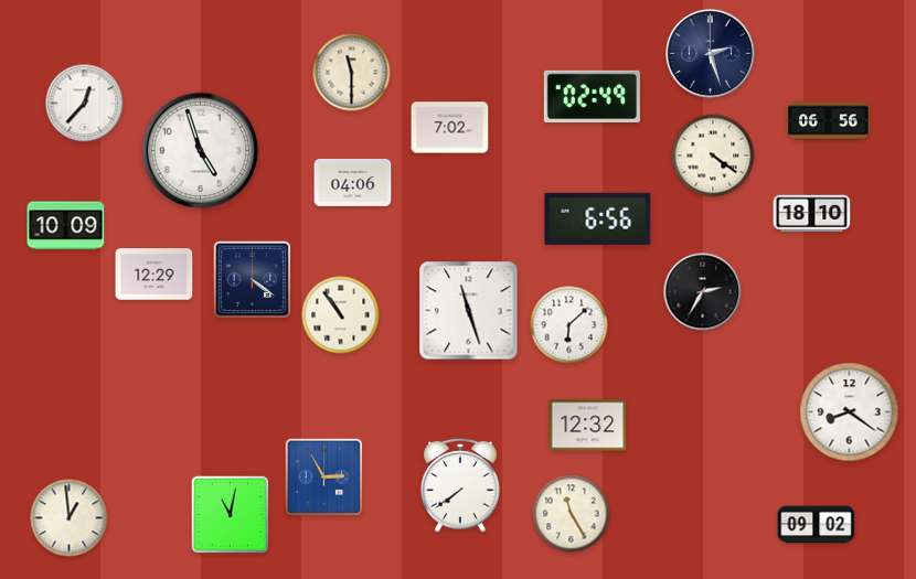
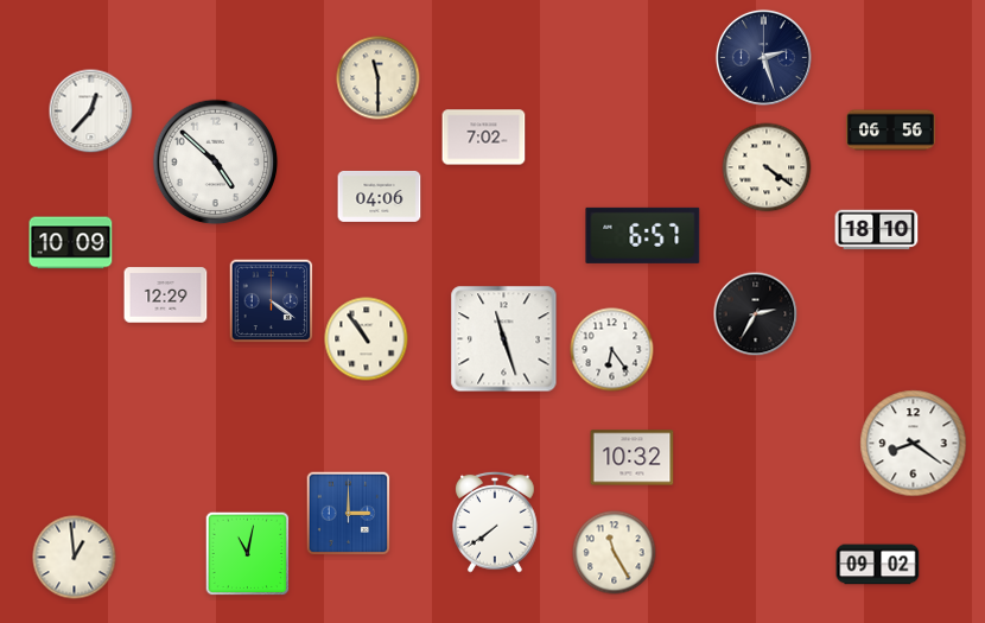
clock at (592, 96): 02:49 -> none
clock at (201, 151): 4:57 -> 4:52
clock at (812, 214) position: (812, 214) -> (877, 230)
clock at (598, 218): 6:56 -> 6:57
clock at (469, 311) position: (469, 311) -> (504, 339)
clock at (569, 325): 6:08 -> 6:24
clock at (588, 426): 12:32 -> 10:32
clock at (324, 478): 2:55 -> 3:00
